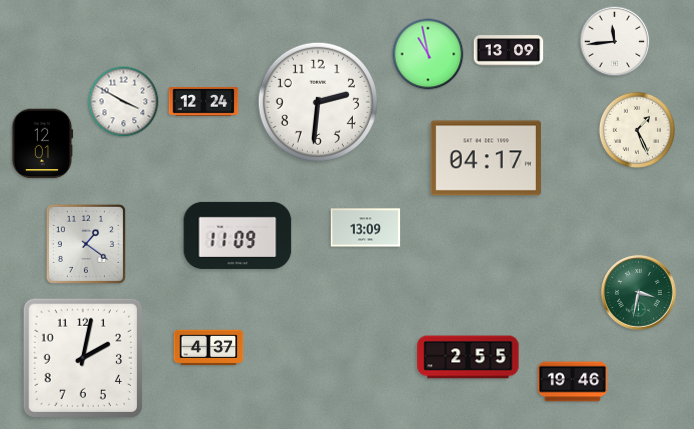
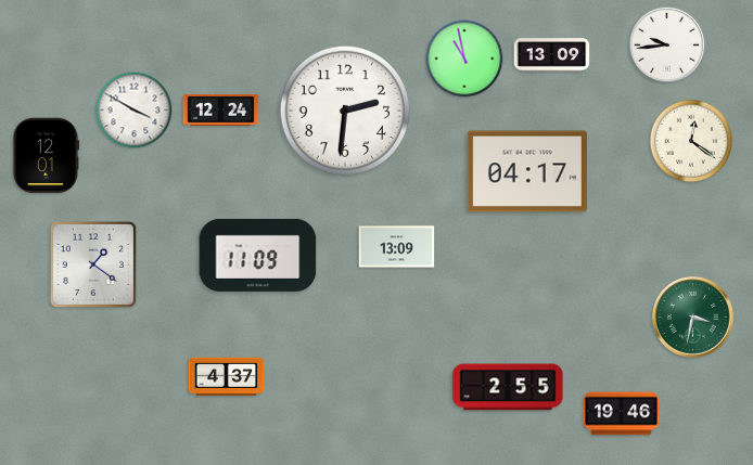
clock at (615, 42): 11:44 -> 9:44
clock at (637, 130): 1:26 -> 12:21
clock at (82, 357): 2:02 -> none
